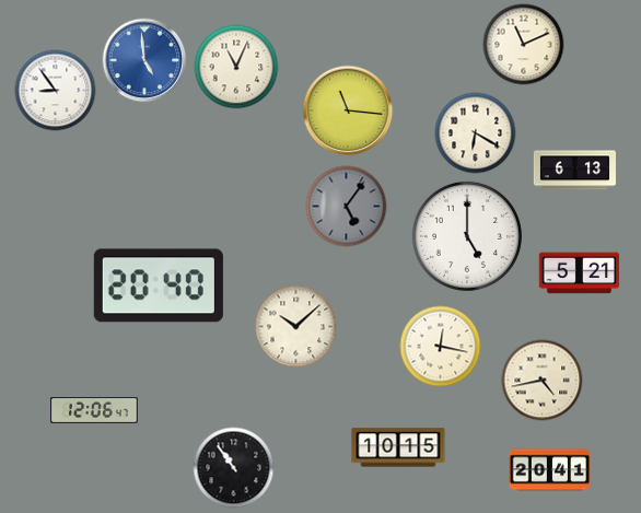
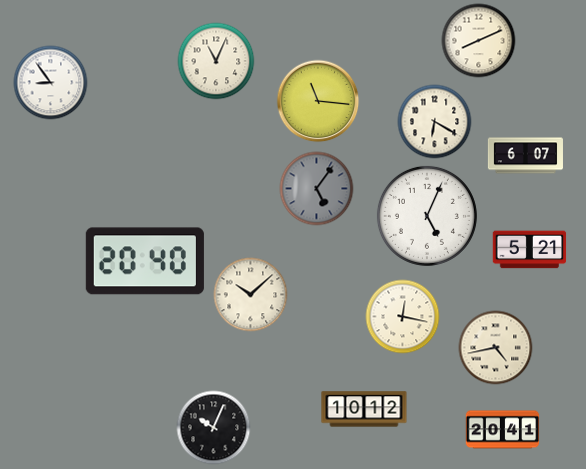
clock at (524, 45): 11:11 -> 8:11
clock at (144, 60): 4:59 -> none
clock at (574, 171): 6:13 -> 6:07
clock at (467, 236): 5:00 -> 5:04
clock at (296, 327) position: (296, 327) -> (251, 295)
clock at (94, 411): 12:06 -> none
clock at (398, 447): 10:15 -> 10:12
clock at (234, 468): 10:54 -> 10:04
